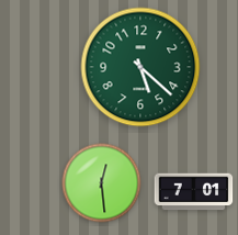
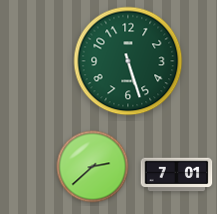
clock at (140, 67): 5:22 -> 5:27
clock at (102, 183): 12:29 -> 2:38
